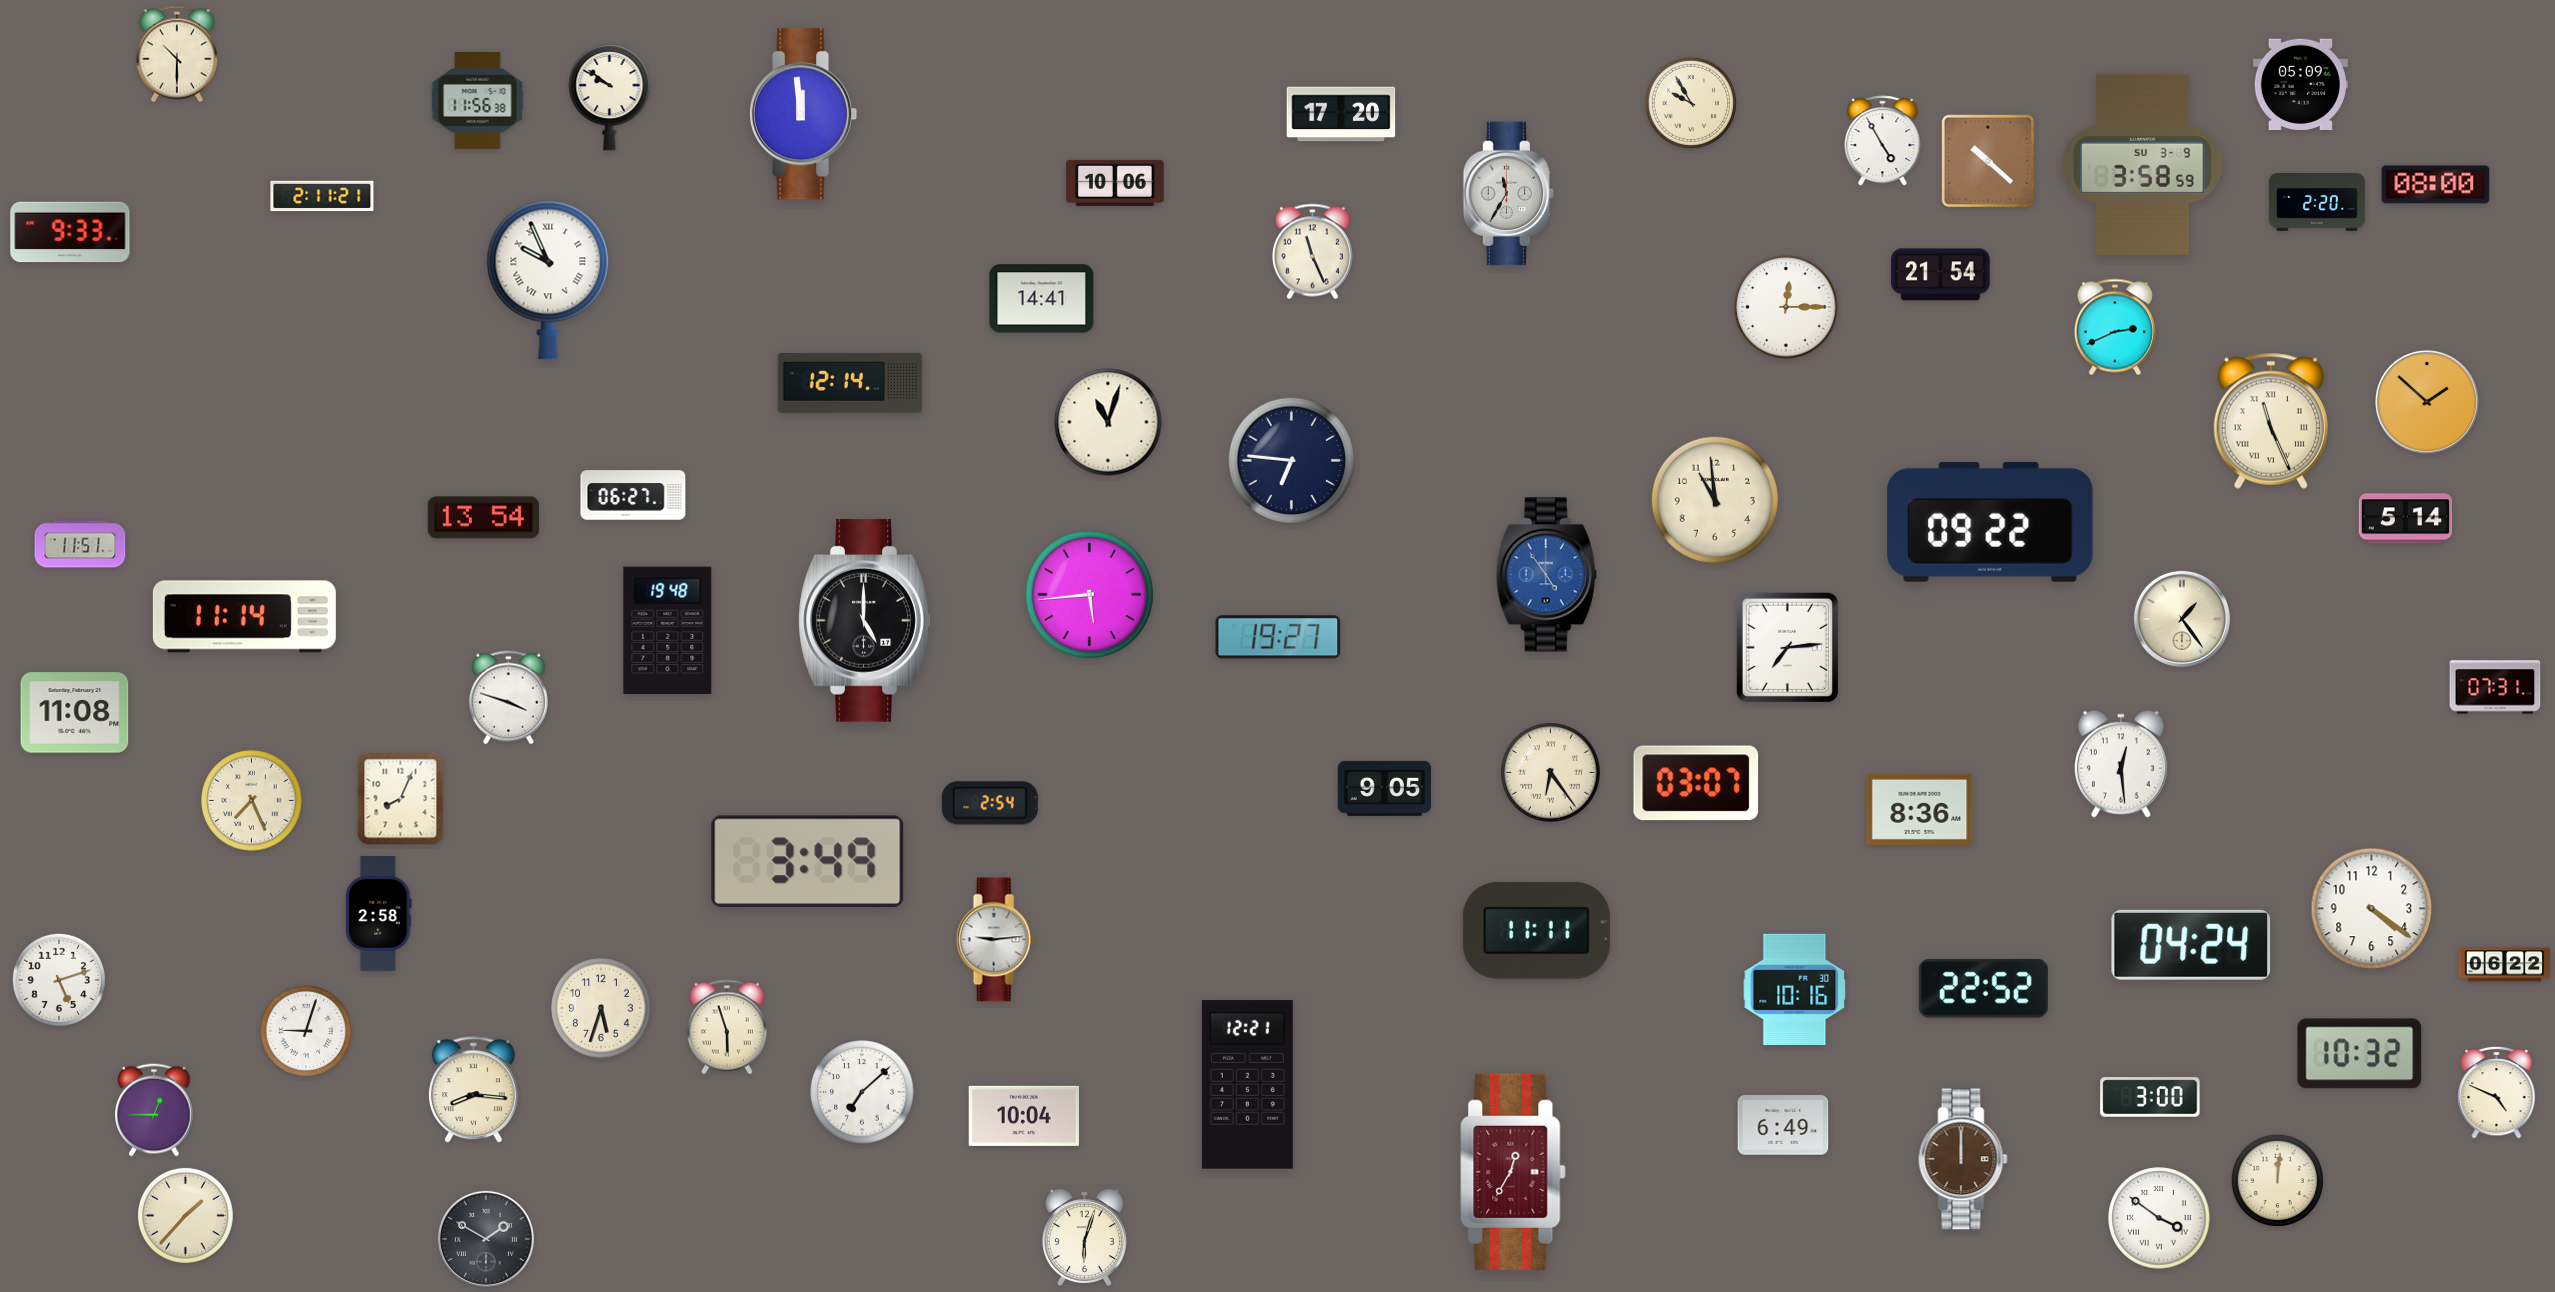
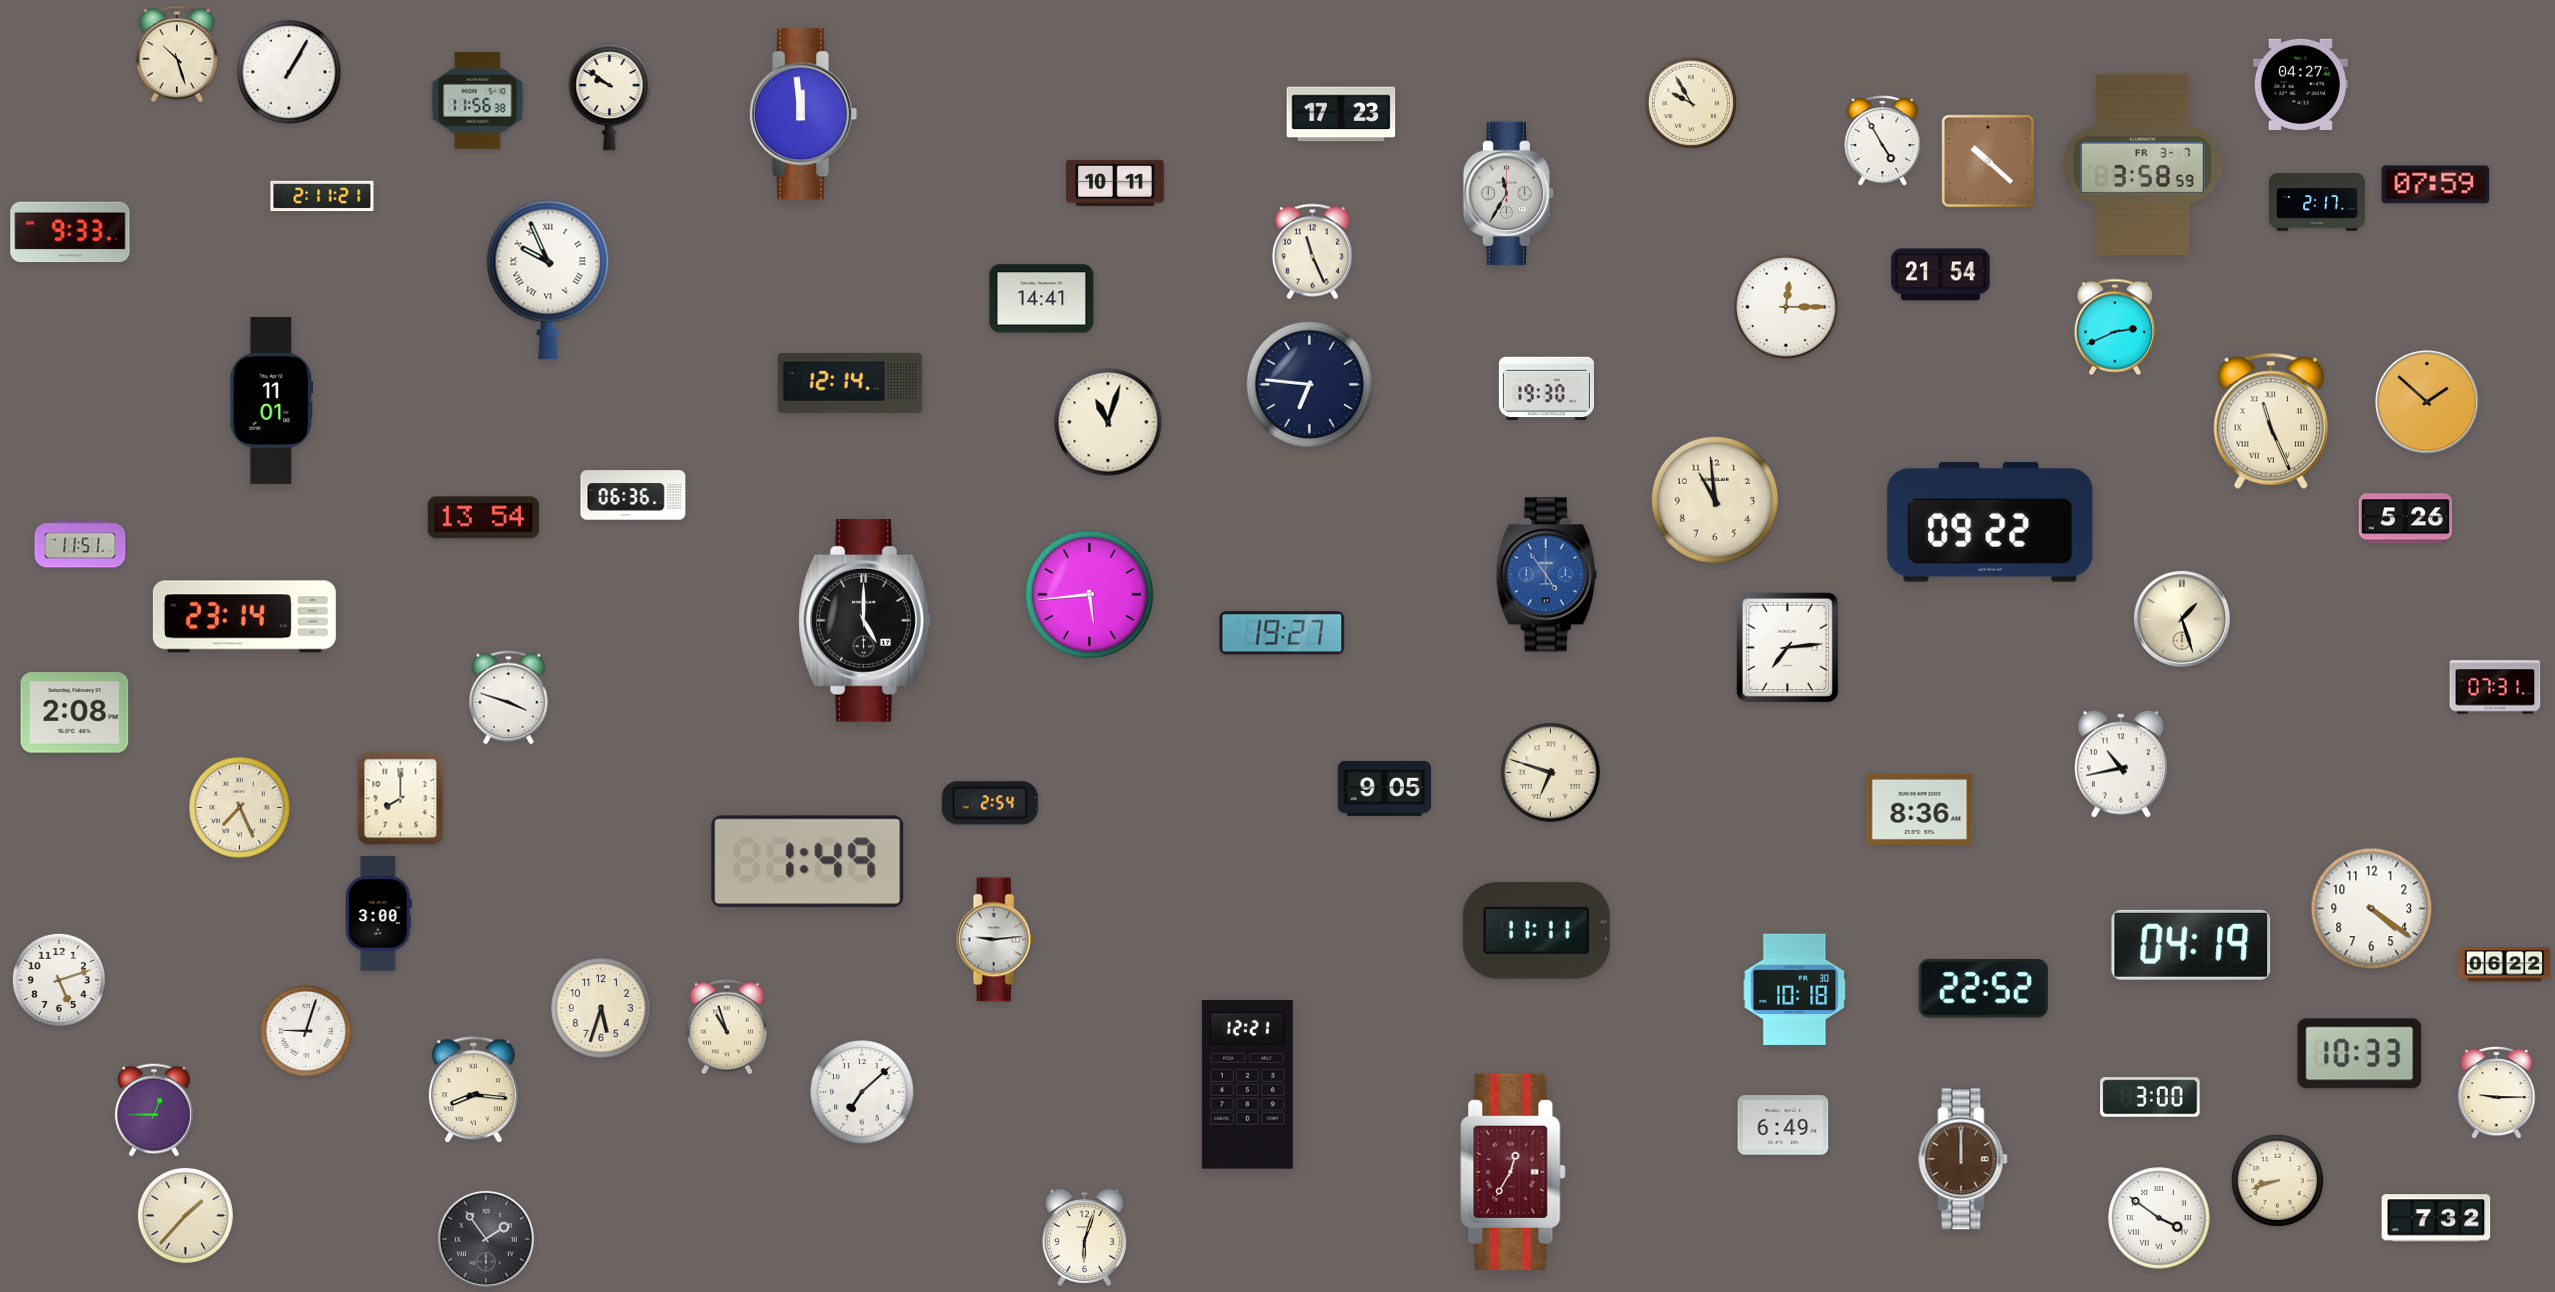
clock at (177, 54): 10:30 -> 10:27
clock at (289, 72): none -> 1:05
clock at (2300, 84): 05:09 -> 04:27
clock at (1341, 114): 17:20 -> 17:23
clock at (2143, 164) date: SU 3-9 -> FR 3-7
clock at (1115, 183): 10:06 -> 10:11
clock at (2436, 185): 08:00 -> 07:59
clock at (2317, 202): 2:20 -> 2:17
clock at (1546, 389): none -> 19:30
clock at (272, 401): none -> 11:01
clock at (1292, 461) position: (1292, 461) -> (1310, 385)
clock at (633, 495): 06:27 -> 06:36
clock at (2406, 519): 5:14 -> 5:26
clock at (244, 617): 11:14 -> 23:14
clock at (2182, 619): 1:24 -> 1:27
clock at (668, 630): 19:48 -> none
clock at (1278, 637) position: (1278, 637) -> (1282, 633)
clock at (75, 713): 11:08 -> 2:08
clock at (2121, 764): 12:29 -> 10:43
clock at (1551, 773): 6:24 -> 6:48
clock at (1696, 783): 03:07 -> none
clock at (401, 799): 8:04 -> 8:00
clock at (252, 801) position: (252, 801) -> (240, 808)
clock at (808, 861): 3:49 -> 1:49
clock at (379, 914): 2:58 -> 3:00
clock at (2191, 945): 04:24 -> 04:19
clock at (1795, 989): 10:16 -> 10:18
clock at (727, 1027): 5:57 -> 10:57
clock at (2360, 1054): 10:32 -> 10:33
clock at (2497, 1092): 4:49 -> 9:15
clock at (1023, 1116): 10:04 -> none
clock at (2277, 1180): 12:01 -> 8:42
clock at (2436, 1218): none -> 7:32
clock at (486, 1239): 1:50 -> 1:54
